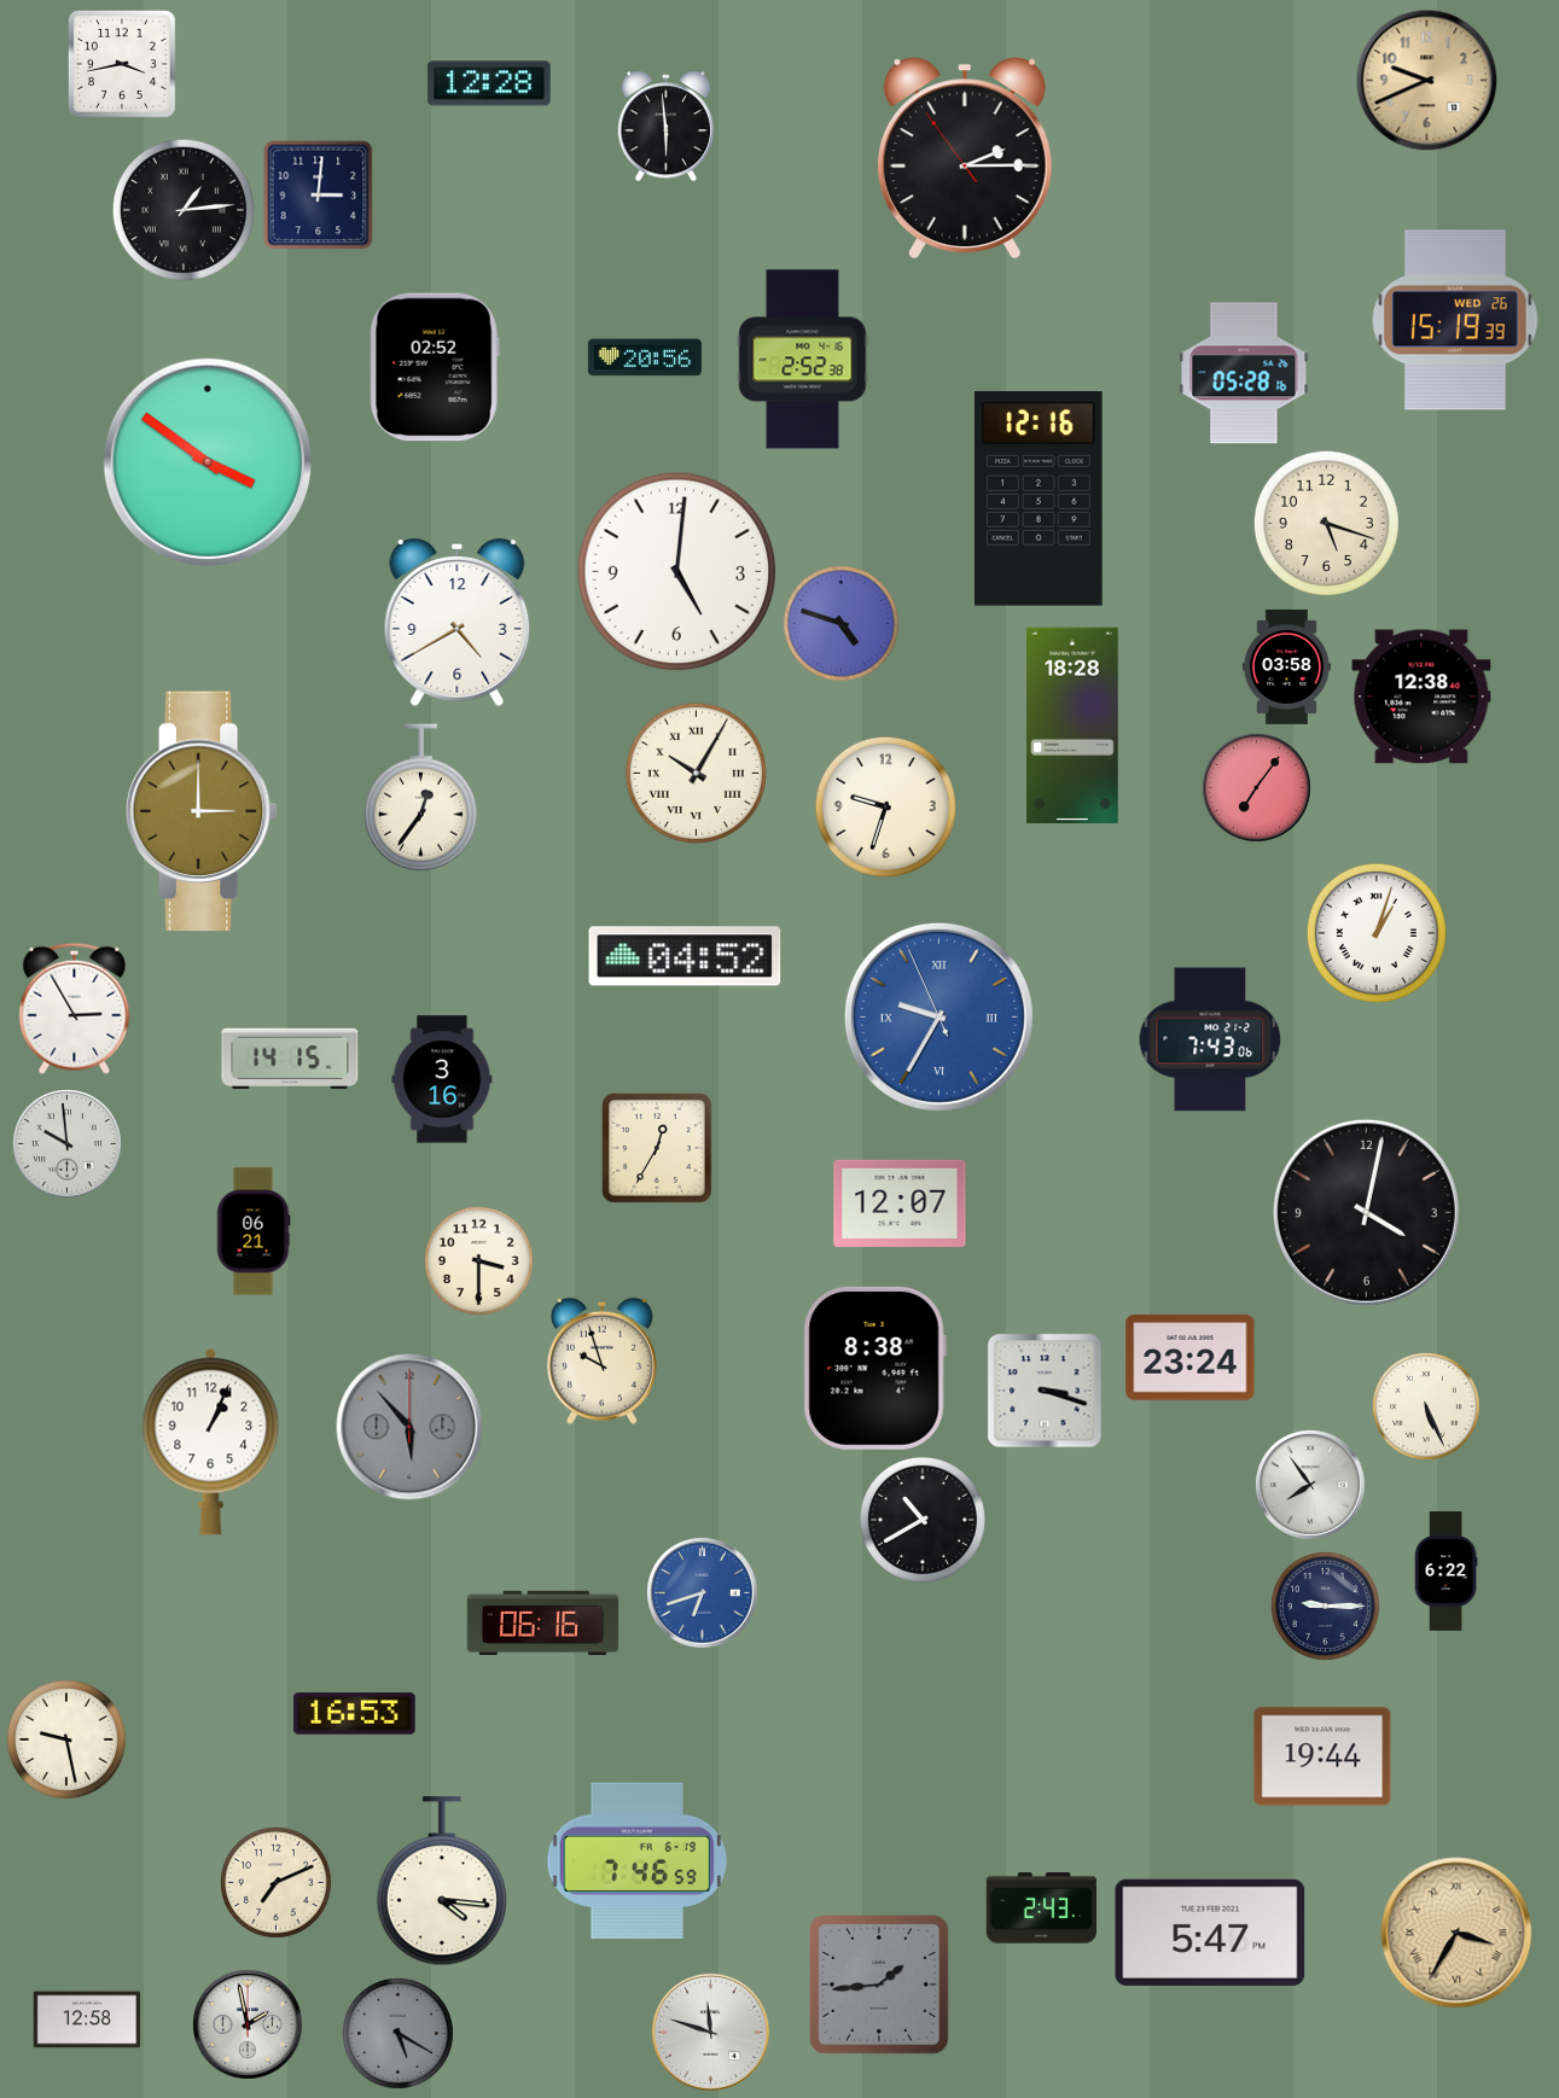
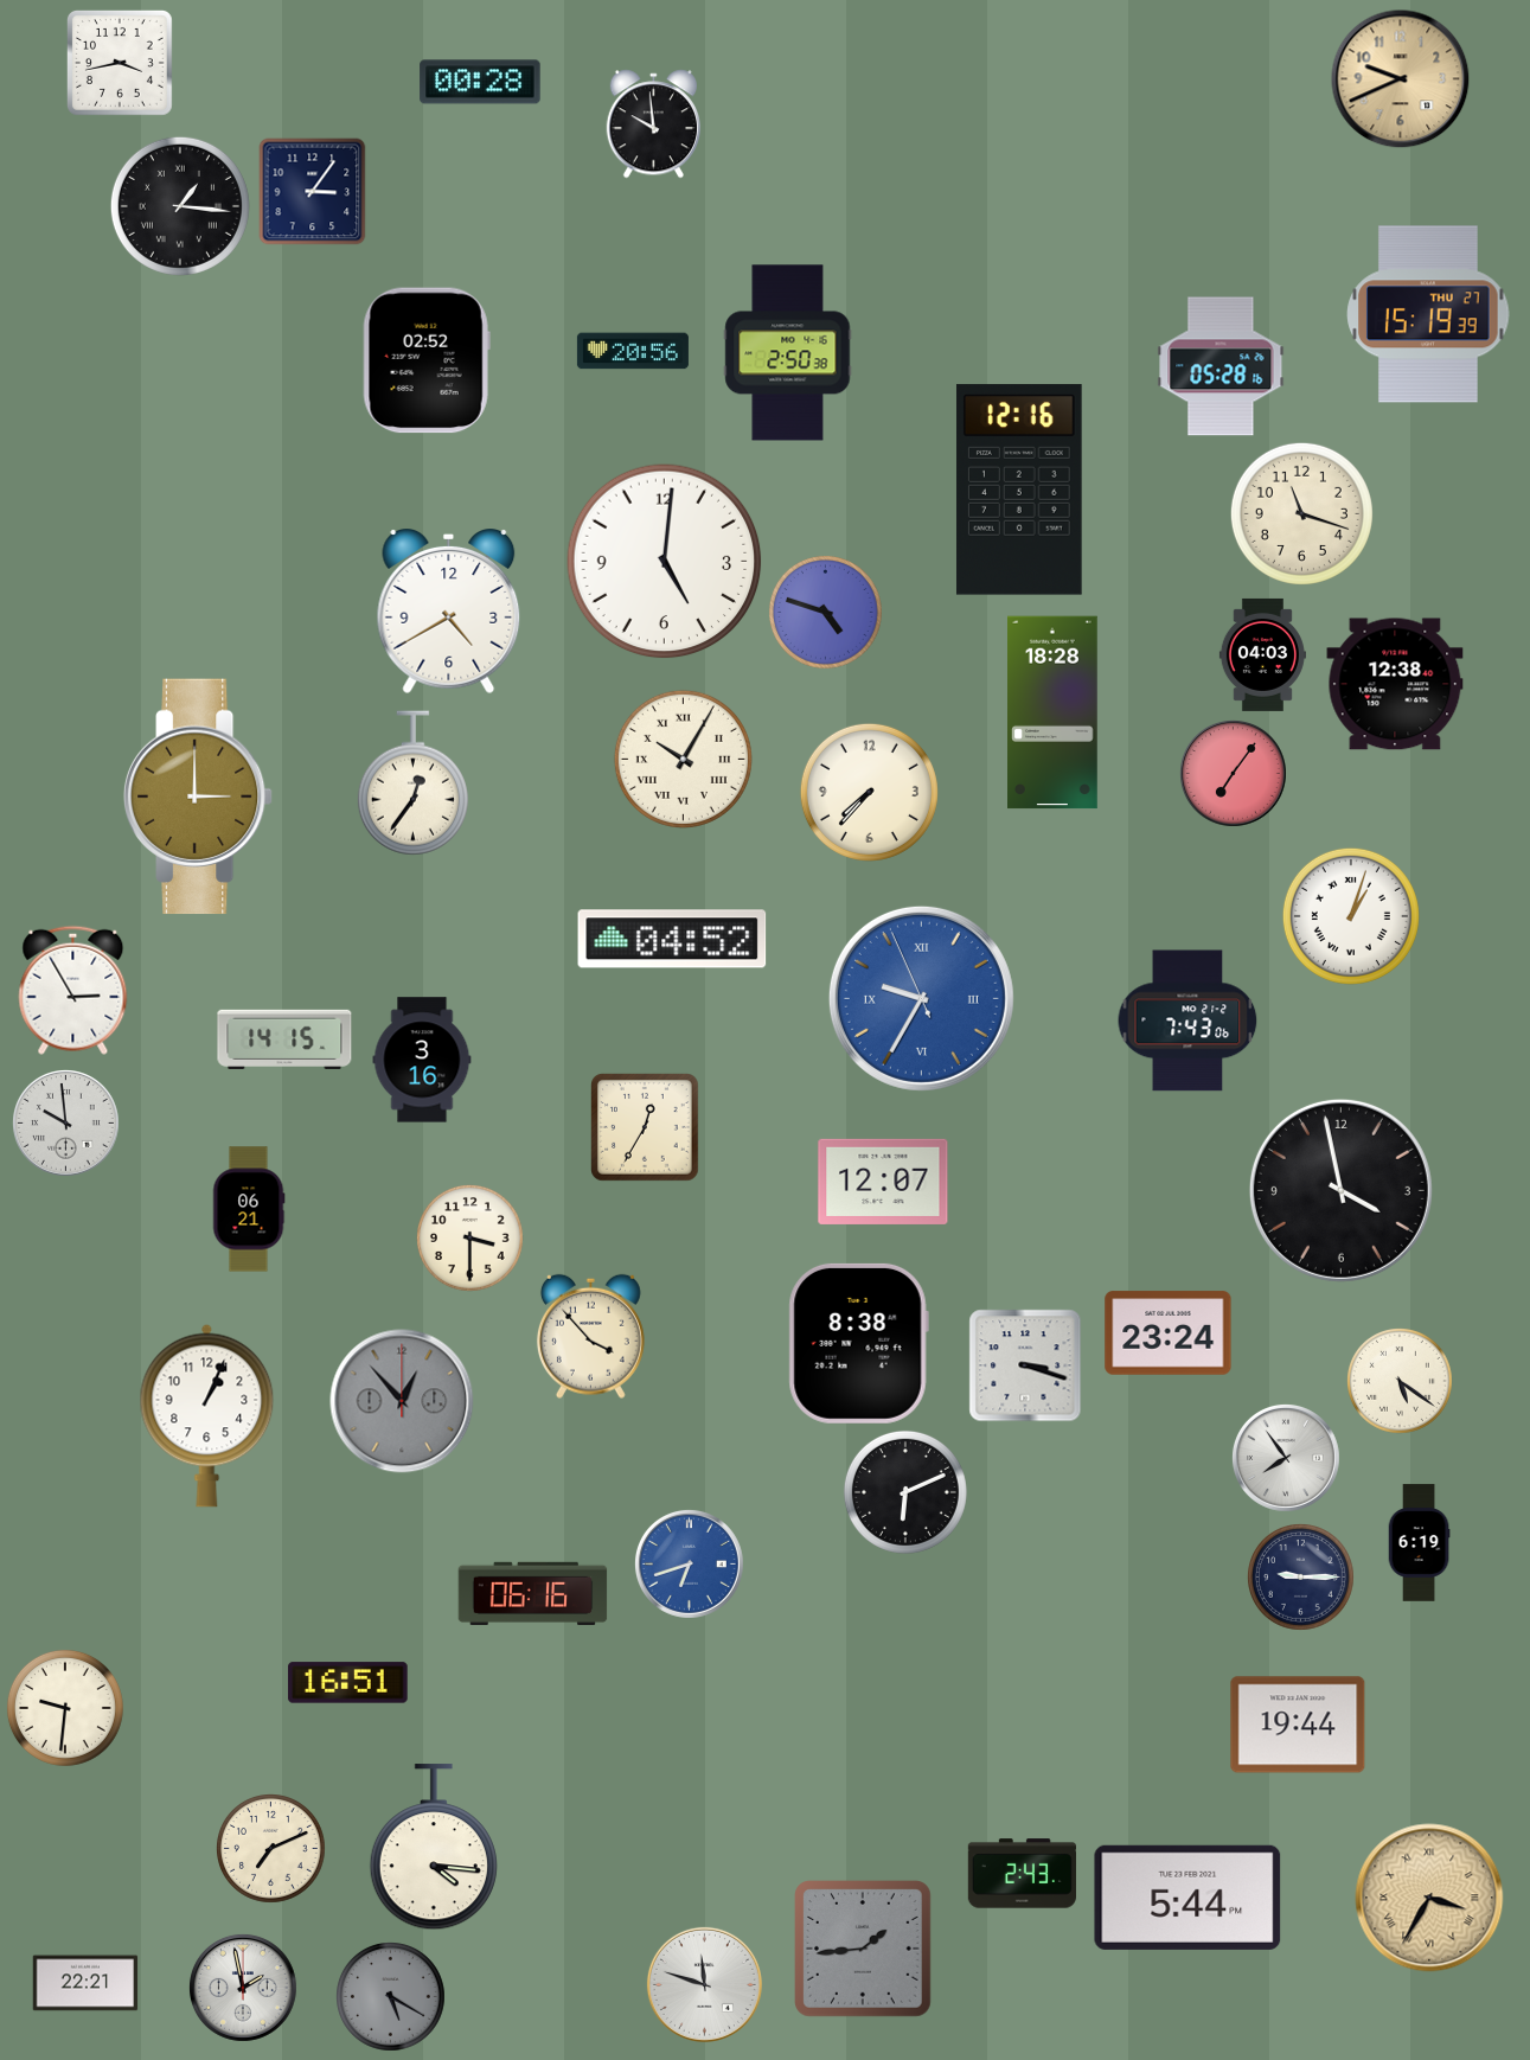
clock at (489, 83): 12:28 -> 00:28
clock at (665, 127): 5:59 -> 9:59
clock at (965, 158): 2:14 -> none
clock at (319, 196): 3:01 -> 3:06
clock at (184, 210): 1:14 -> 1:16
clock at (1455, 320) date: WED 26 -> THU 27
clock at (803, 360): 2:52 -> 2:50
clock at (208, 462): 3:51 -> none
clock at (1326, 523): 5:18 -> 11:18
clock at (1286, 666): 03:58 -> 04:03
clock at (885, 806): 9:33 -> 7:37
clock at (442, 1079) position: (442, 1079) -> (422, 1060)
clock at (1366, 1212): 4:02 -> 3:58
clock at (601, 1360): 9:57 -> 3:53
clock at (1427, 1408): 5:26 -> 5:21
clock at (409, 1427): 5:53 -> 12:53
clock at (923, 1520): 10:40 -> 6:11
clock at (1445, 1572): 6:22 -> 6:19
clock at (355, 1714): 16:53 -> 16:51
clock at (66, 1739): 9:28 -> 9:31
clock at (636, 1860): 7:46 -> none
clock at (1210, 1933): 5:47 -> 5:44
clock at (87, 2020): 12:58 -> 22:21
clock at (710, 2032) position: (710, 2032) -> (704, 1984)
